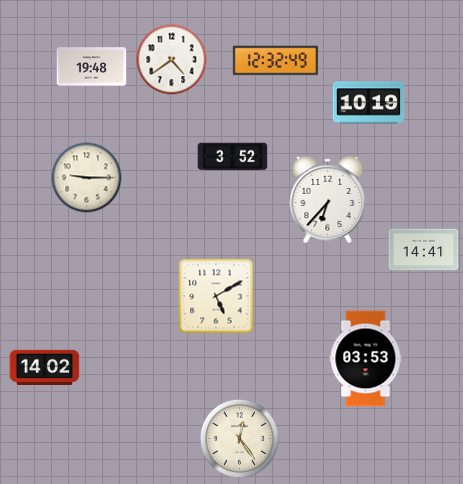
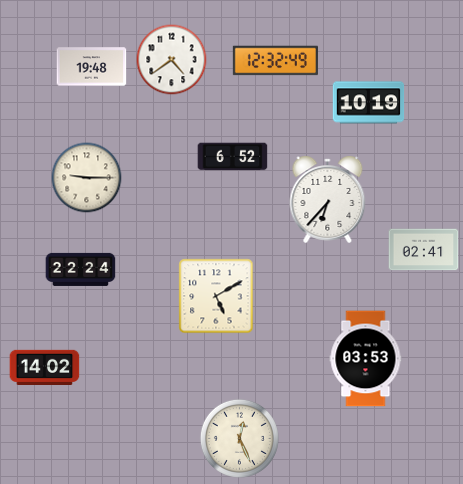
clock at (233, 157): 3:52 -> 6:52
clock at (424, 250): 14:41 -> 02:41
clock at (81, 269): none -> 22:24
clock at (239, 438): 12:24 -> 12:26
